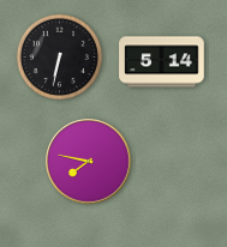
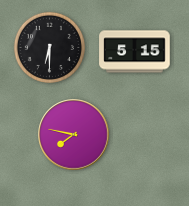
clock at (59, 56): 6:32 -> 6:30
clock at (162, 62): 5:14 -> 5:15
